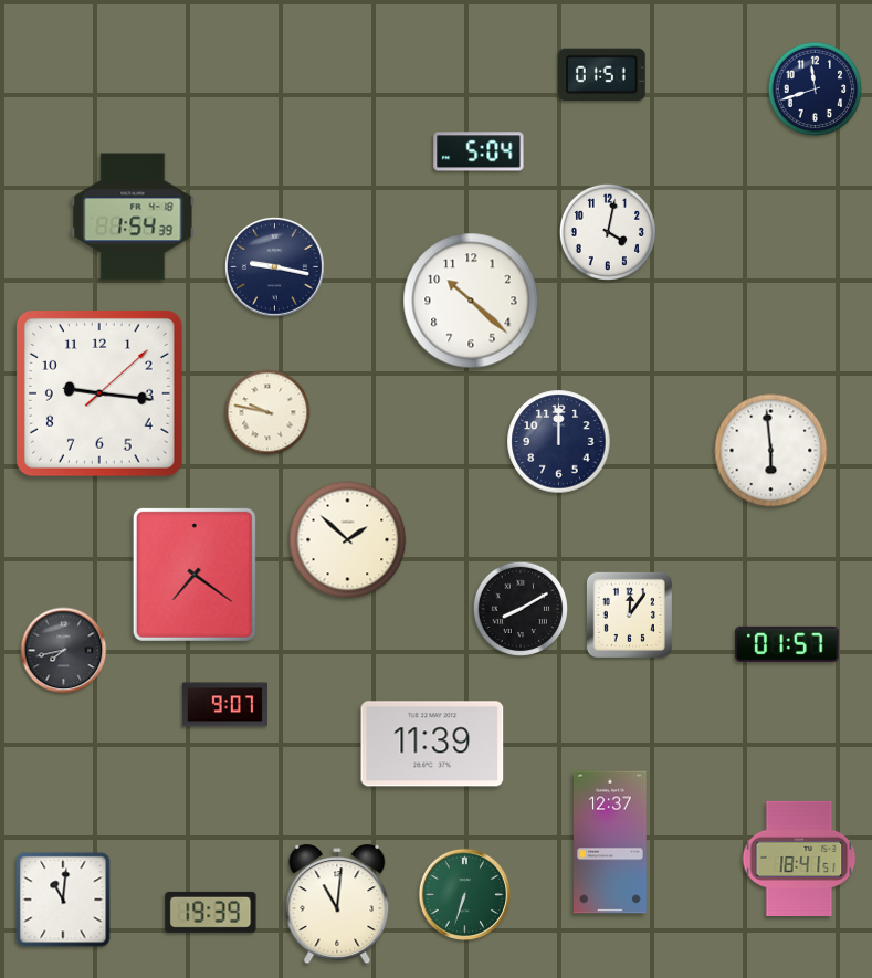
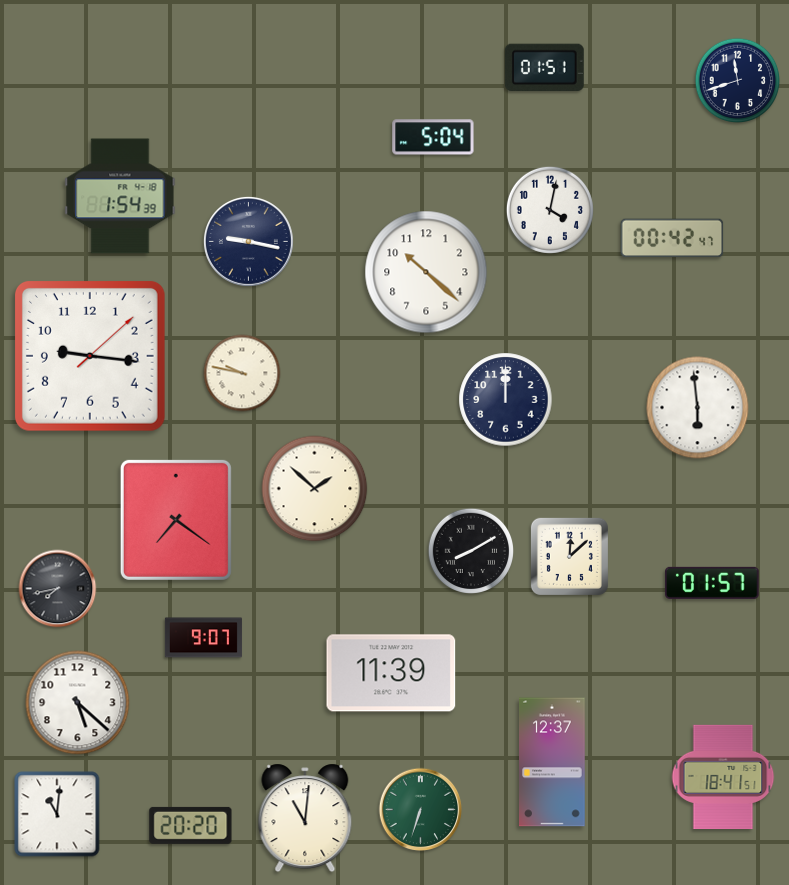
clock at (672, 238): none -> 00:42
clock at (629, 614): 12:06 -> 12:08
clock at (78, 703): none -> 5:22
clock at (211, 912): 19:39 -> 20:20
